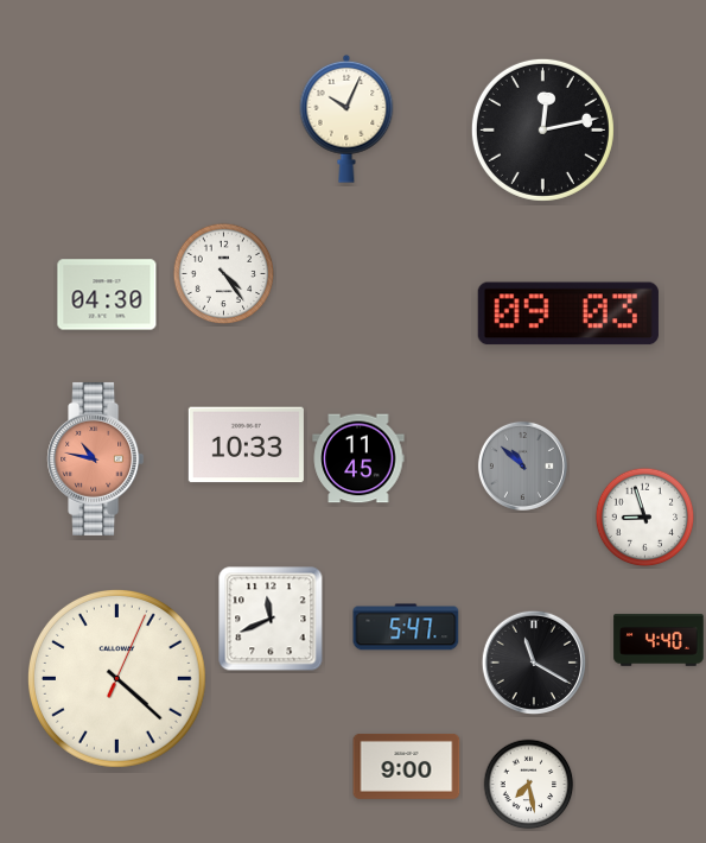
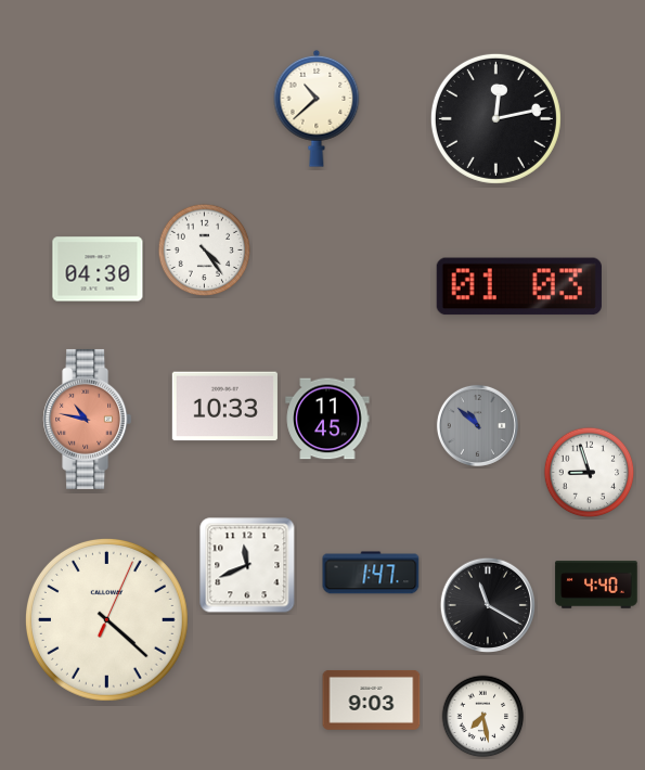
clock at (346, 119): 10:04 -> 10:38
clock at (568, 313): 09:03 -> 01:03
clock at (406, 627): 5:47 -> 1:47
clock at (659, 640) position: (659, 640) -> (596, 585)
clock at (407, 766): 9:00 -> 9:03
